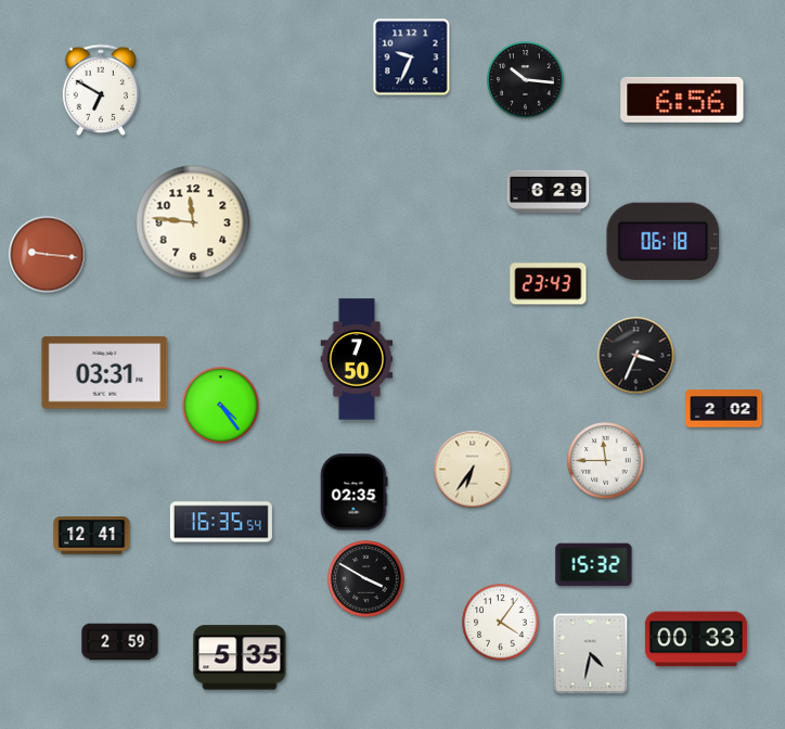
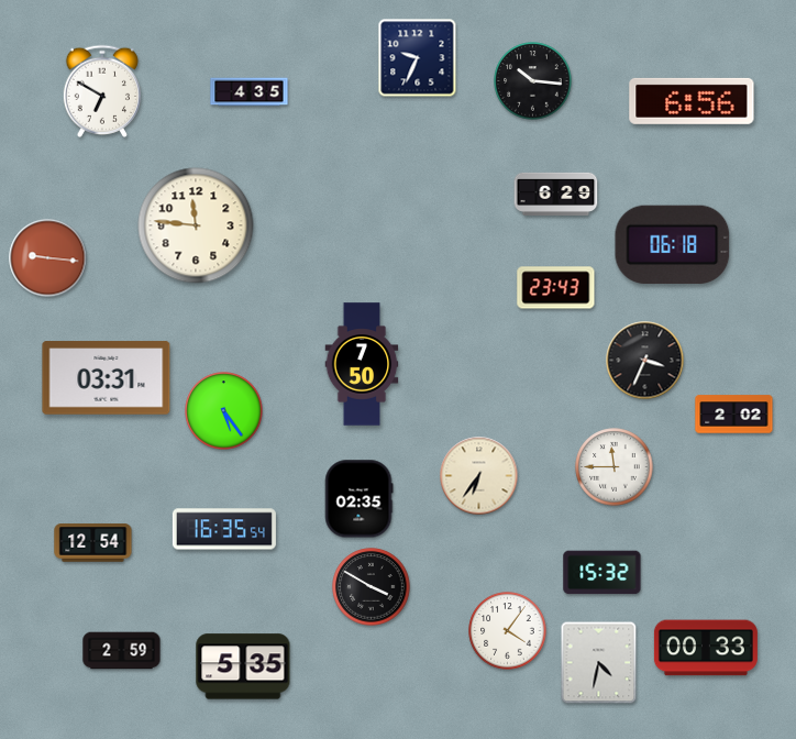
clock at (250, 92): none -> 4:35
clock at (221, 406): 4:24 -> 5:24
clock at (92, 536): 12:41 -> 12:54
